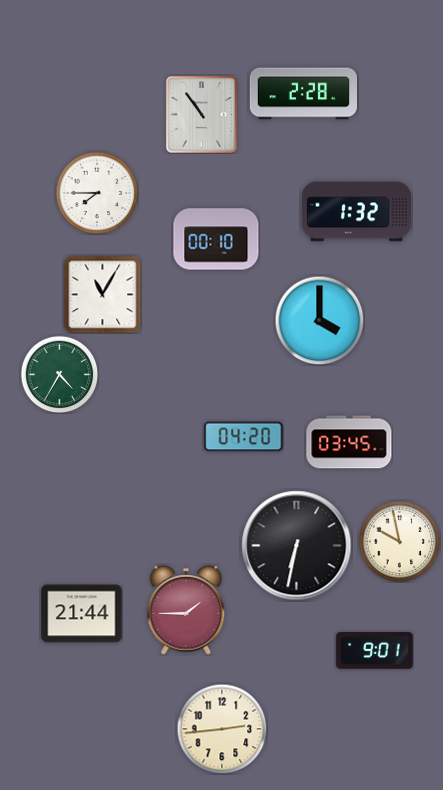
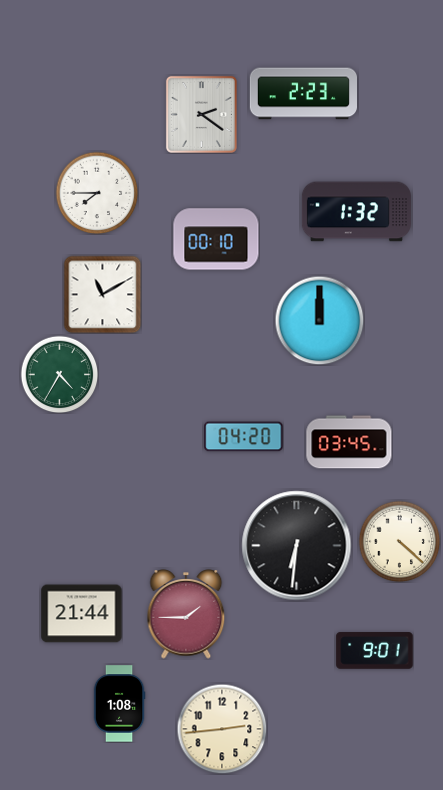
clock at (303, 94): 2:28 -> 2:23
clock at (201, 114): 10:54 -> 2:21
clock at (102, 294): 11:05 -> 11:10
clock at (319, 320): 4:00 -> 12:00
clock at (399, 541): 9:58 -> 4:22
clock at (297, 546): 6:32 -> 6:31
clock at (186, 610) position: (186, 610) -> (186, 614)
clock at (119, 704): none -> 1:08
